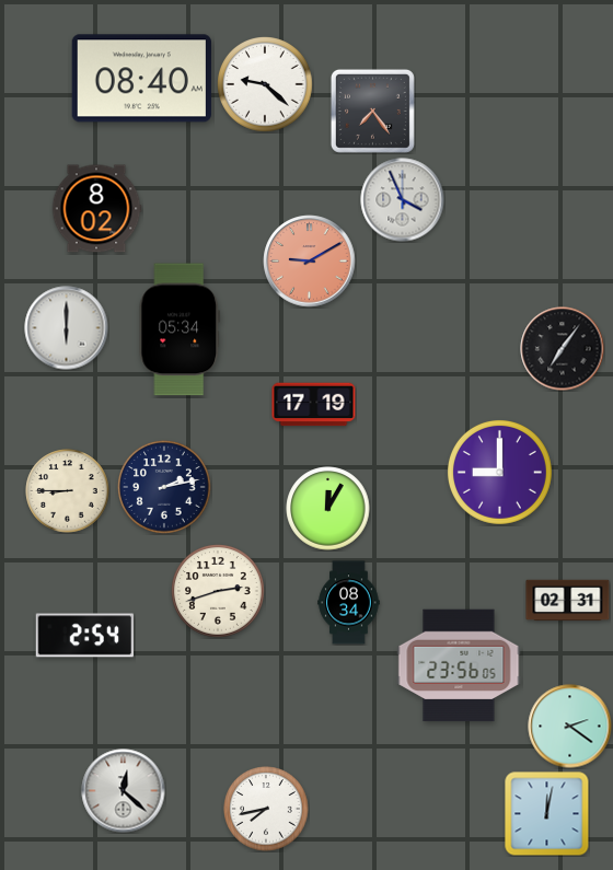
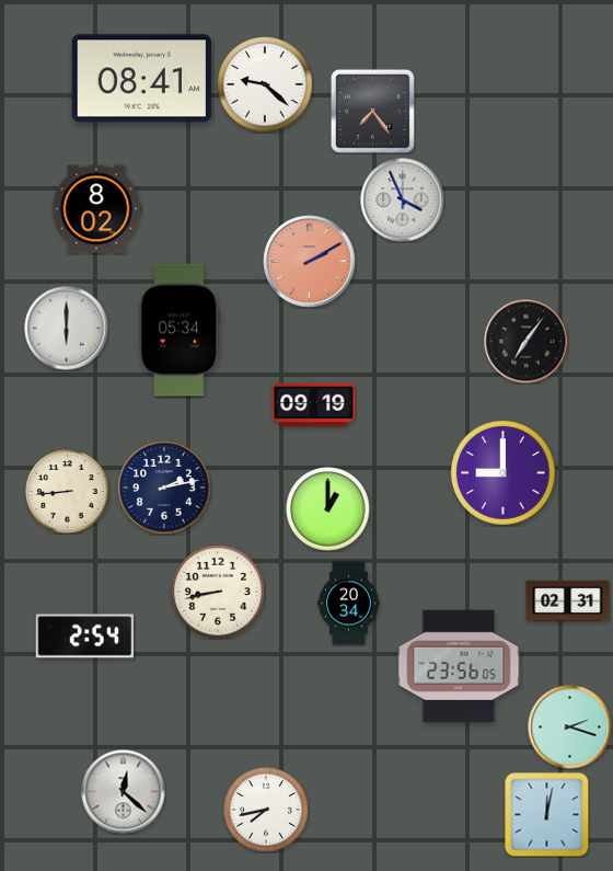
clock at (141, 79): 08:40 -> 08:41
clock at (310, 262): 9:10 -> 2:10
clock at (563, 349) position: (563, 349) -> (527, 342)
clock at (314, 405): 17:19 -> 09:19
clock at (499, 472) position: (499, 472) -> (502, 472)
clock at (68, 491): 8:45 -> 8:44
clock at (328, 509): 12:05 -> 1:00
clock at (218, 591): 2:42 -> 8:43
clock at (349, 603): 08:34 -> 20:34
clock at (570, 727): 2:21 -> 2:18
